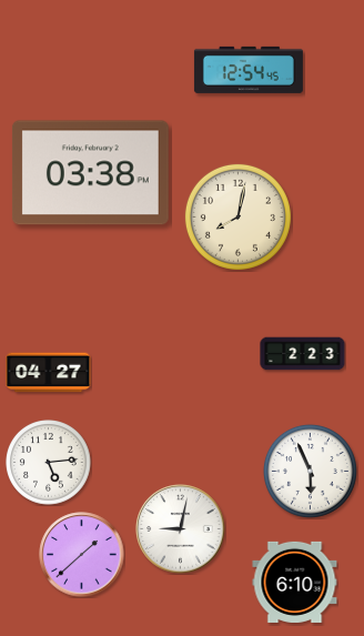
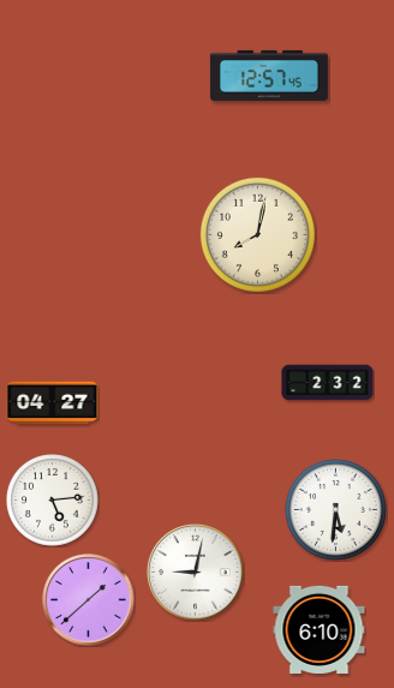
clock at (249, 70): 12:54 -> 12:57
clock at (90, 173): 03:38 -> none
clock at (303, 354): 2:23 -> 2:32
clock at (310, 471): 5:56 -> 5:31
